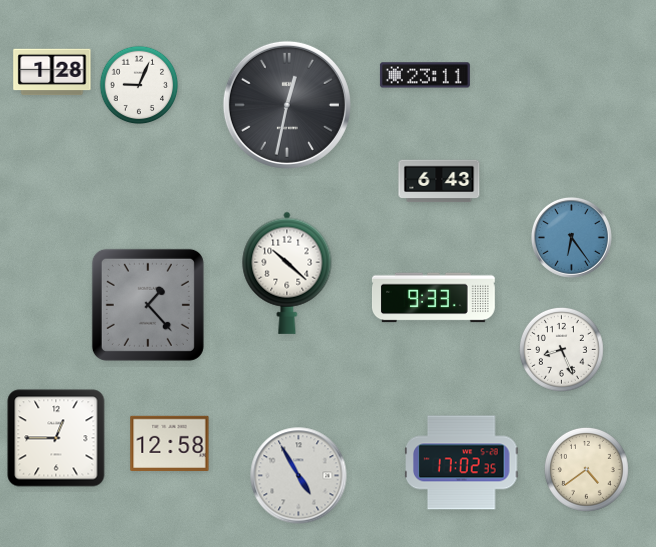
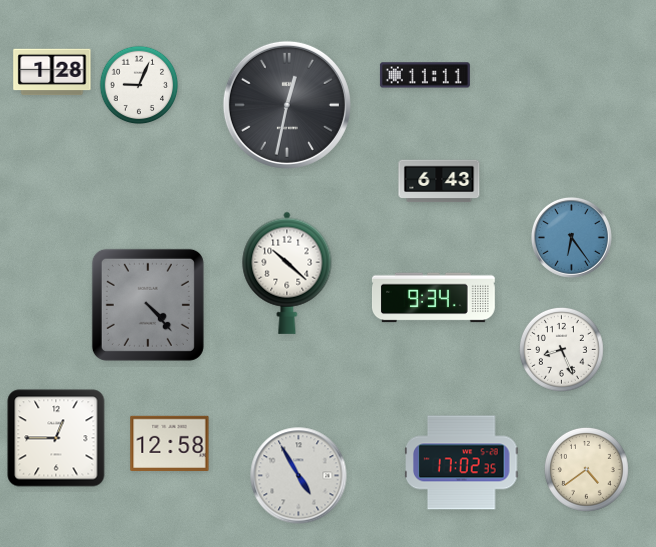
clock at (425, 75): 23:11 -> 11:11
clock at (433, 298): 9:33 -> 9:34
clock at (148, 305): 1:23 -> 4:23
